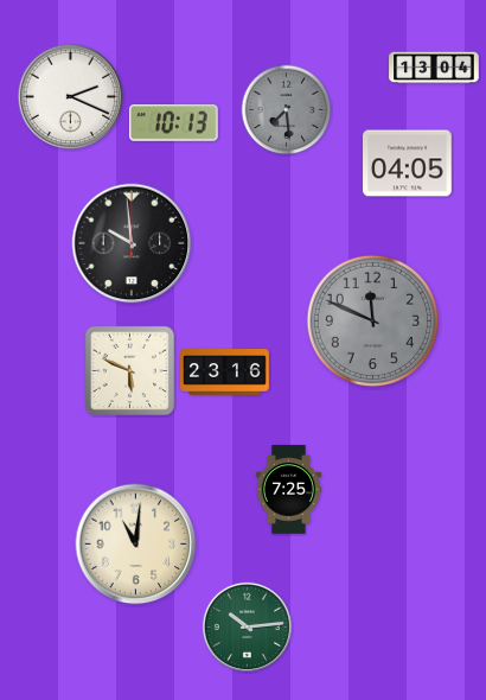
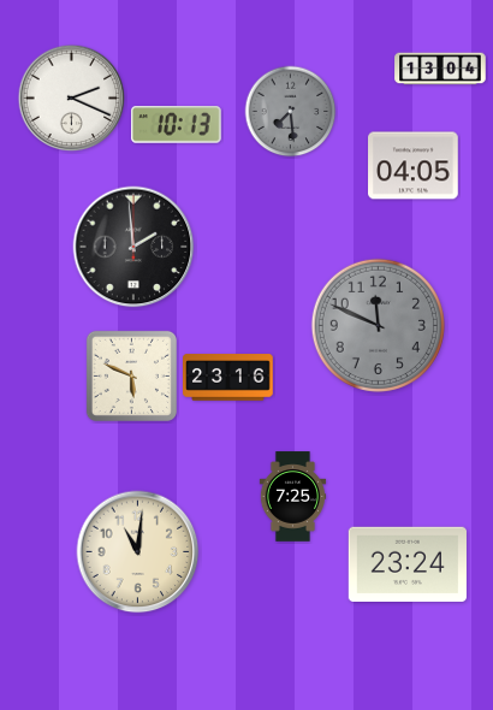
clock at (132, 243): 9:59 -> 1:59
clock at (408, 563): none -> 23:24
clock at (247, 626): 10:14 -> none
